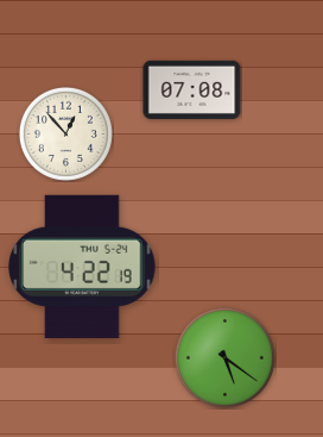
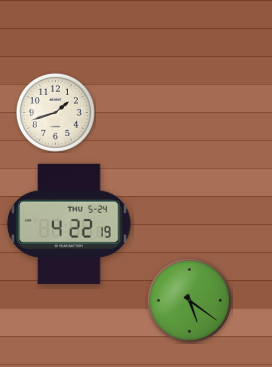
clock at (192, 89): 07:08 -> none
clock at (65, 133): 12:53 -> 1:42
